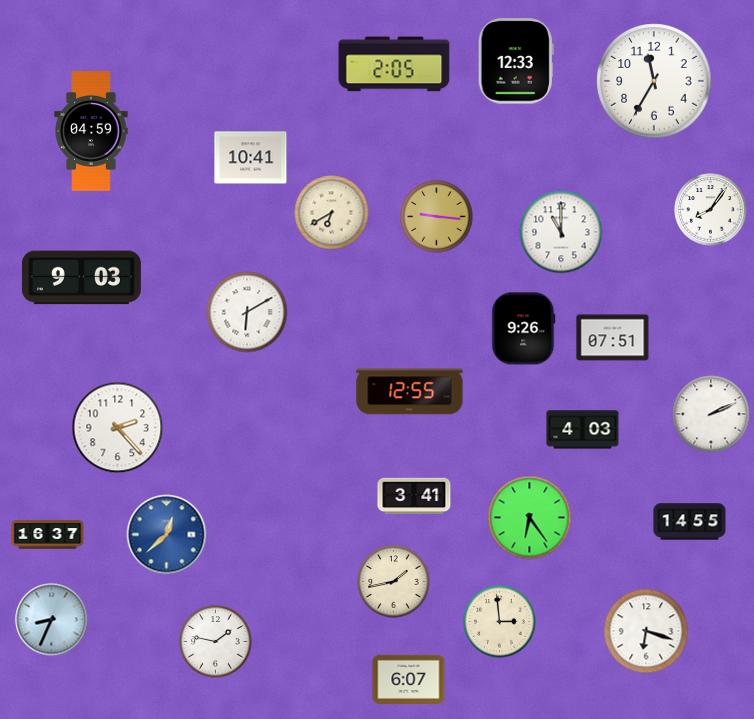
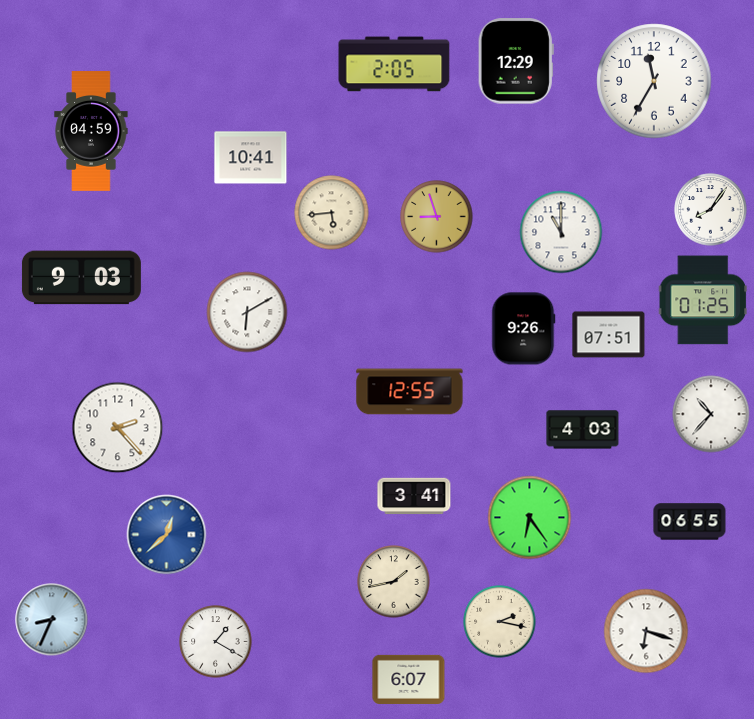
clock at (516, 61): 12:33 -> 12:29
clock at (332, 213): 6:40 -> 5:44
clock at (437, 217): 9:16 -> 8:57
clock at (702, 300): none -> 01:25
clock at (613, 338) position: (613, 338) -> (609, 335)
clock at (711, 414): 2:11 -> 10:37
clock at (690, 522): 14:55 -> 06:55
clock at (48, 535): 16:37 -> none
clock at (500, 622): 2:59 -> 2:17
clock at (216, 642): 1:47 -> 1:20
